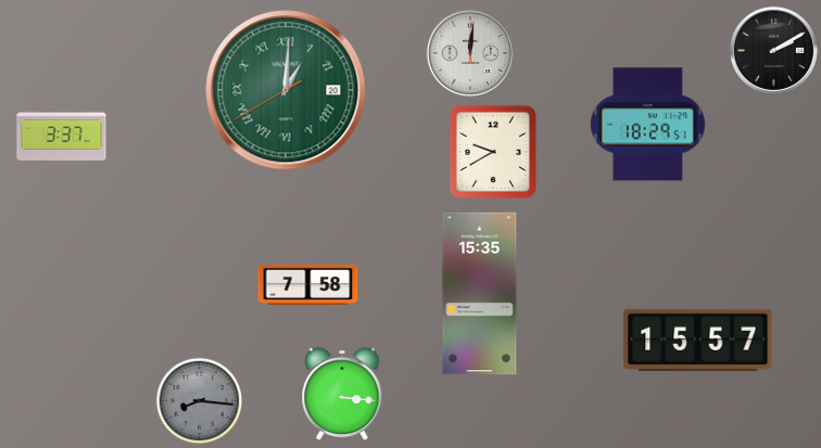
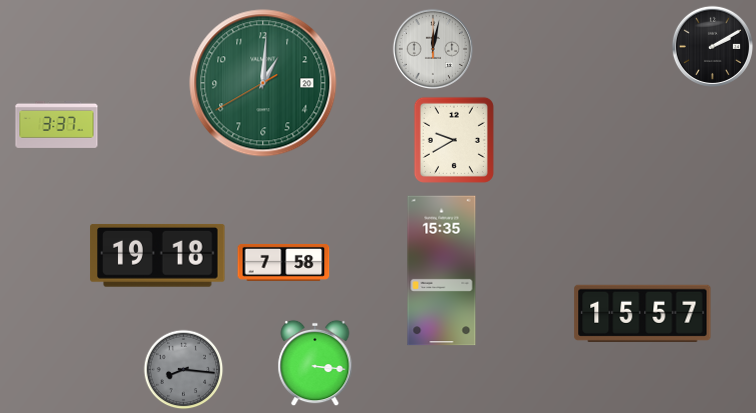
clock at (470, 53): 12:01 -> 12:02
clock at (286, 90) numerals: Roman -> Arabic
clock at (647, 125): 18:29 -> none
clock at (158, 255): none -> 19:18
